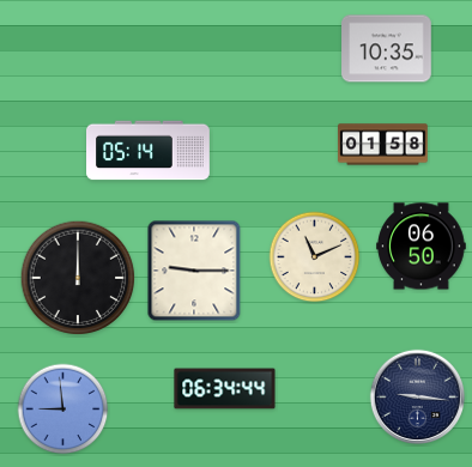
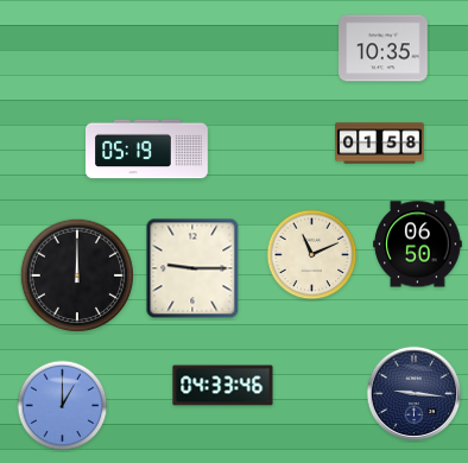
clock at (149, 151): 05:14 -> 05:19
clock at (225, 389): 06:34 -> 04:33
clock at (63, 410): 8:59 -> 1:00
